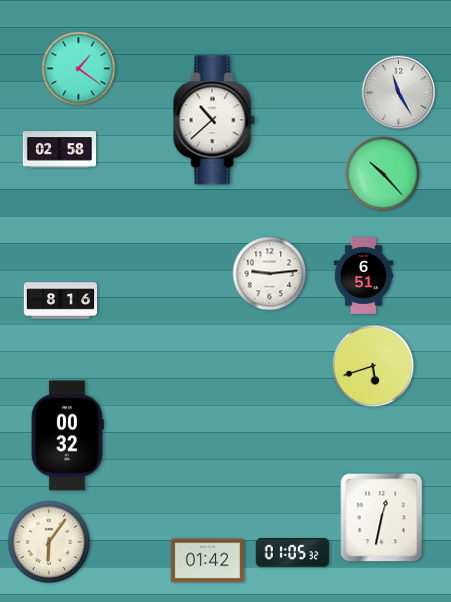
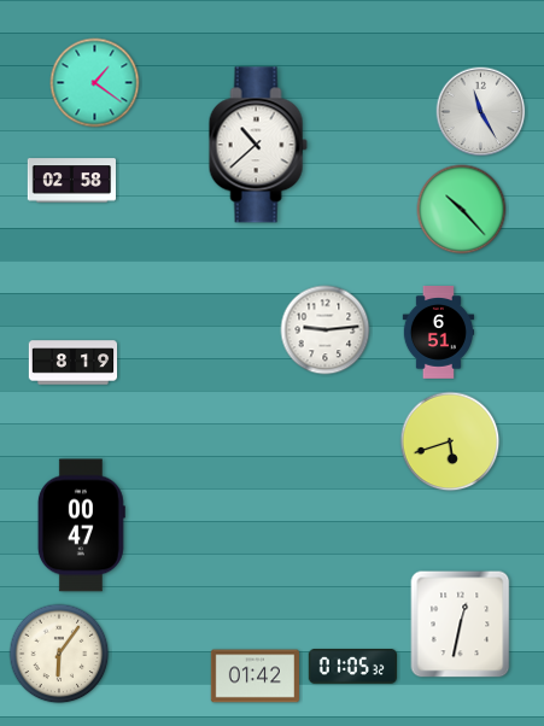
clock at (61, 301): 8:16 -> 8:19
clock at (67, 436): 00:32 -> 00:47
clock at (208, 561) position: (208, 561) -> (256, 677)
